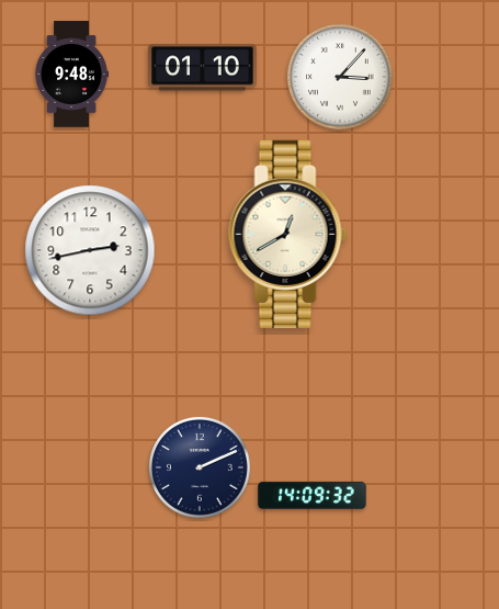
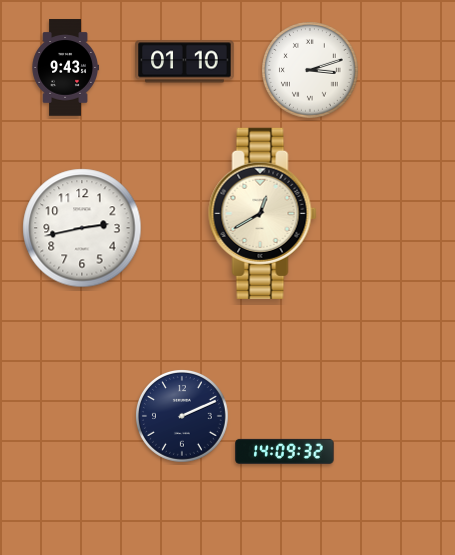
clock at (71, 75): 9:48 -> 9:43
clock at (341, 78): 3:07 -> 3:12
clock at (201, 469) position: (201, 469) -> (183, 417)
